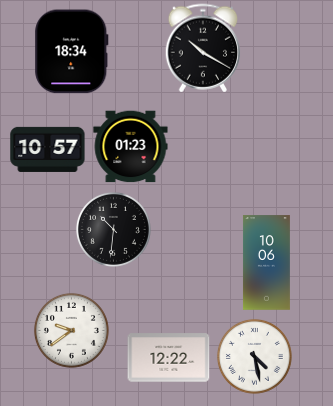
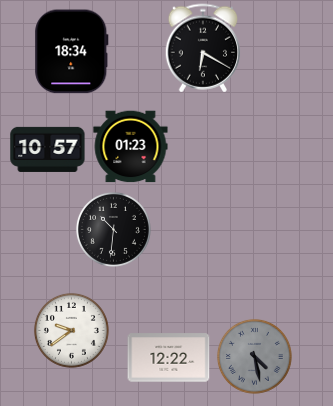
clock at (203, 48): 10:20 -> 6:20
clock at (266, 263): 10:06 -> none
clock at (254, 356) dial: white -> grey
